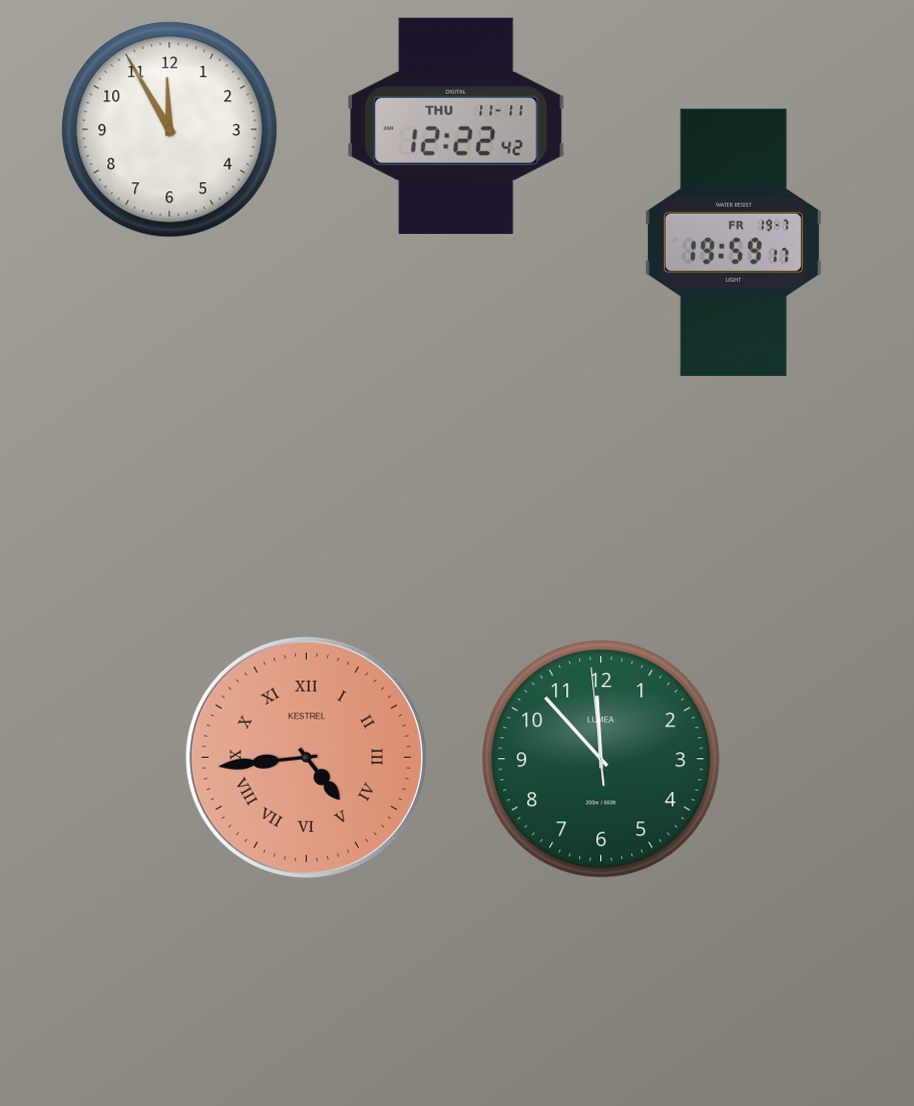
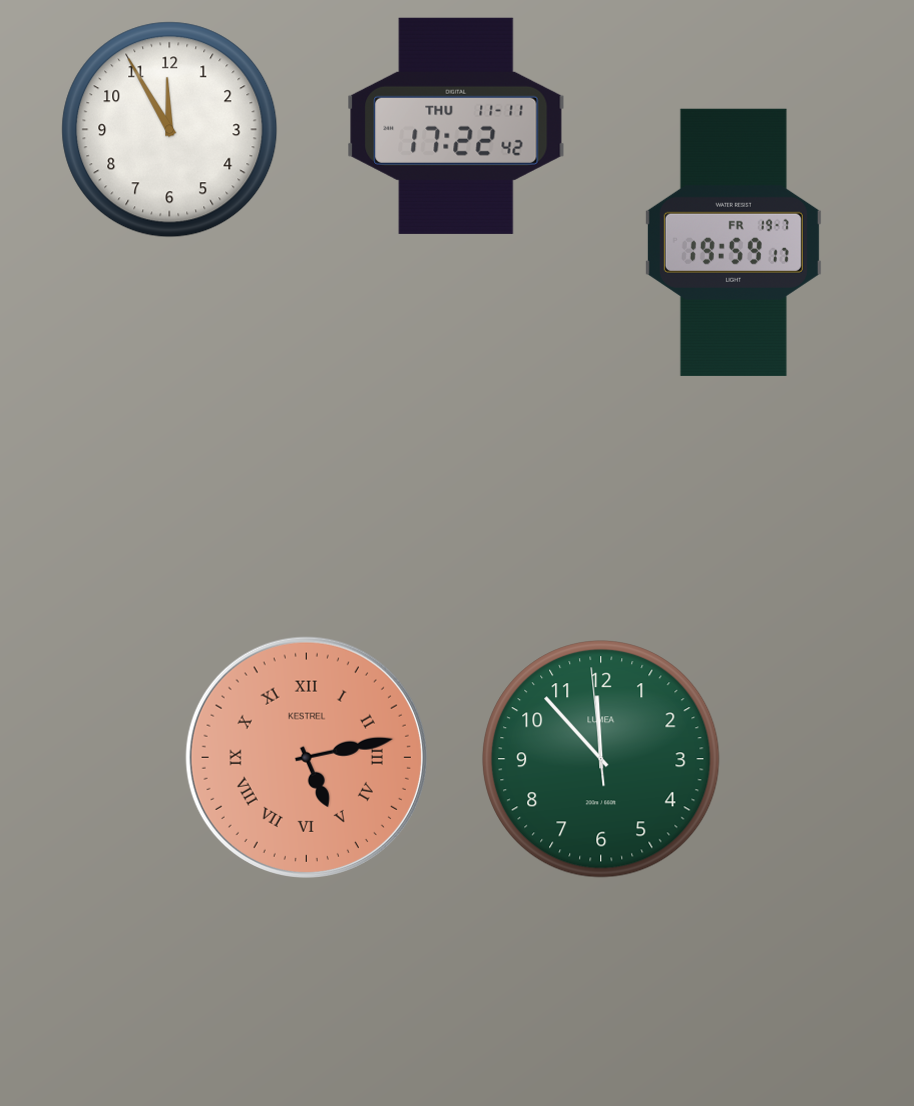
clock at (456, 126): 12:22 -> 17:22
clock at (306, 757): 4:44 -> 5:13
